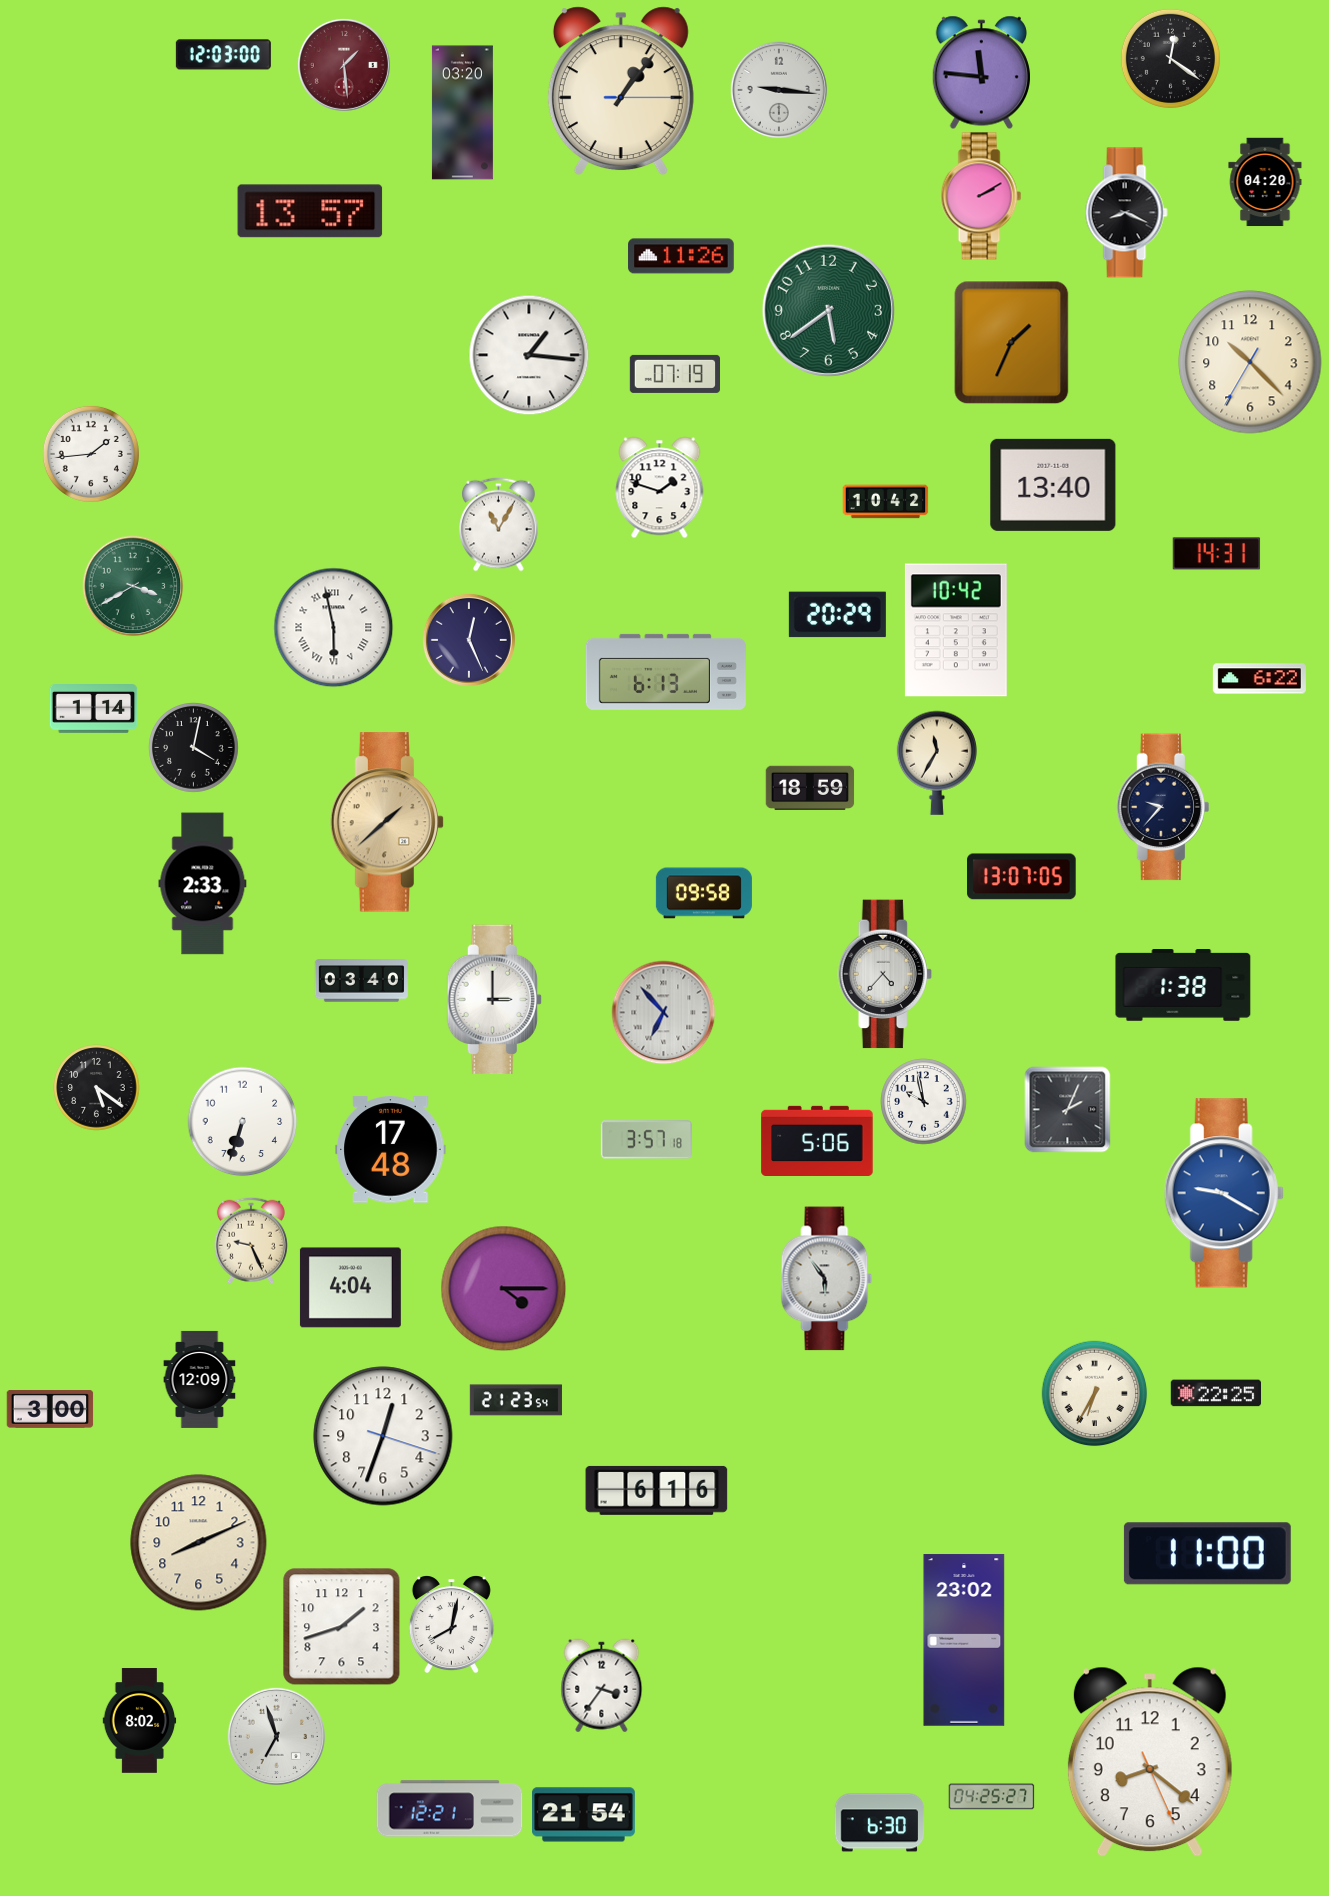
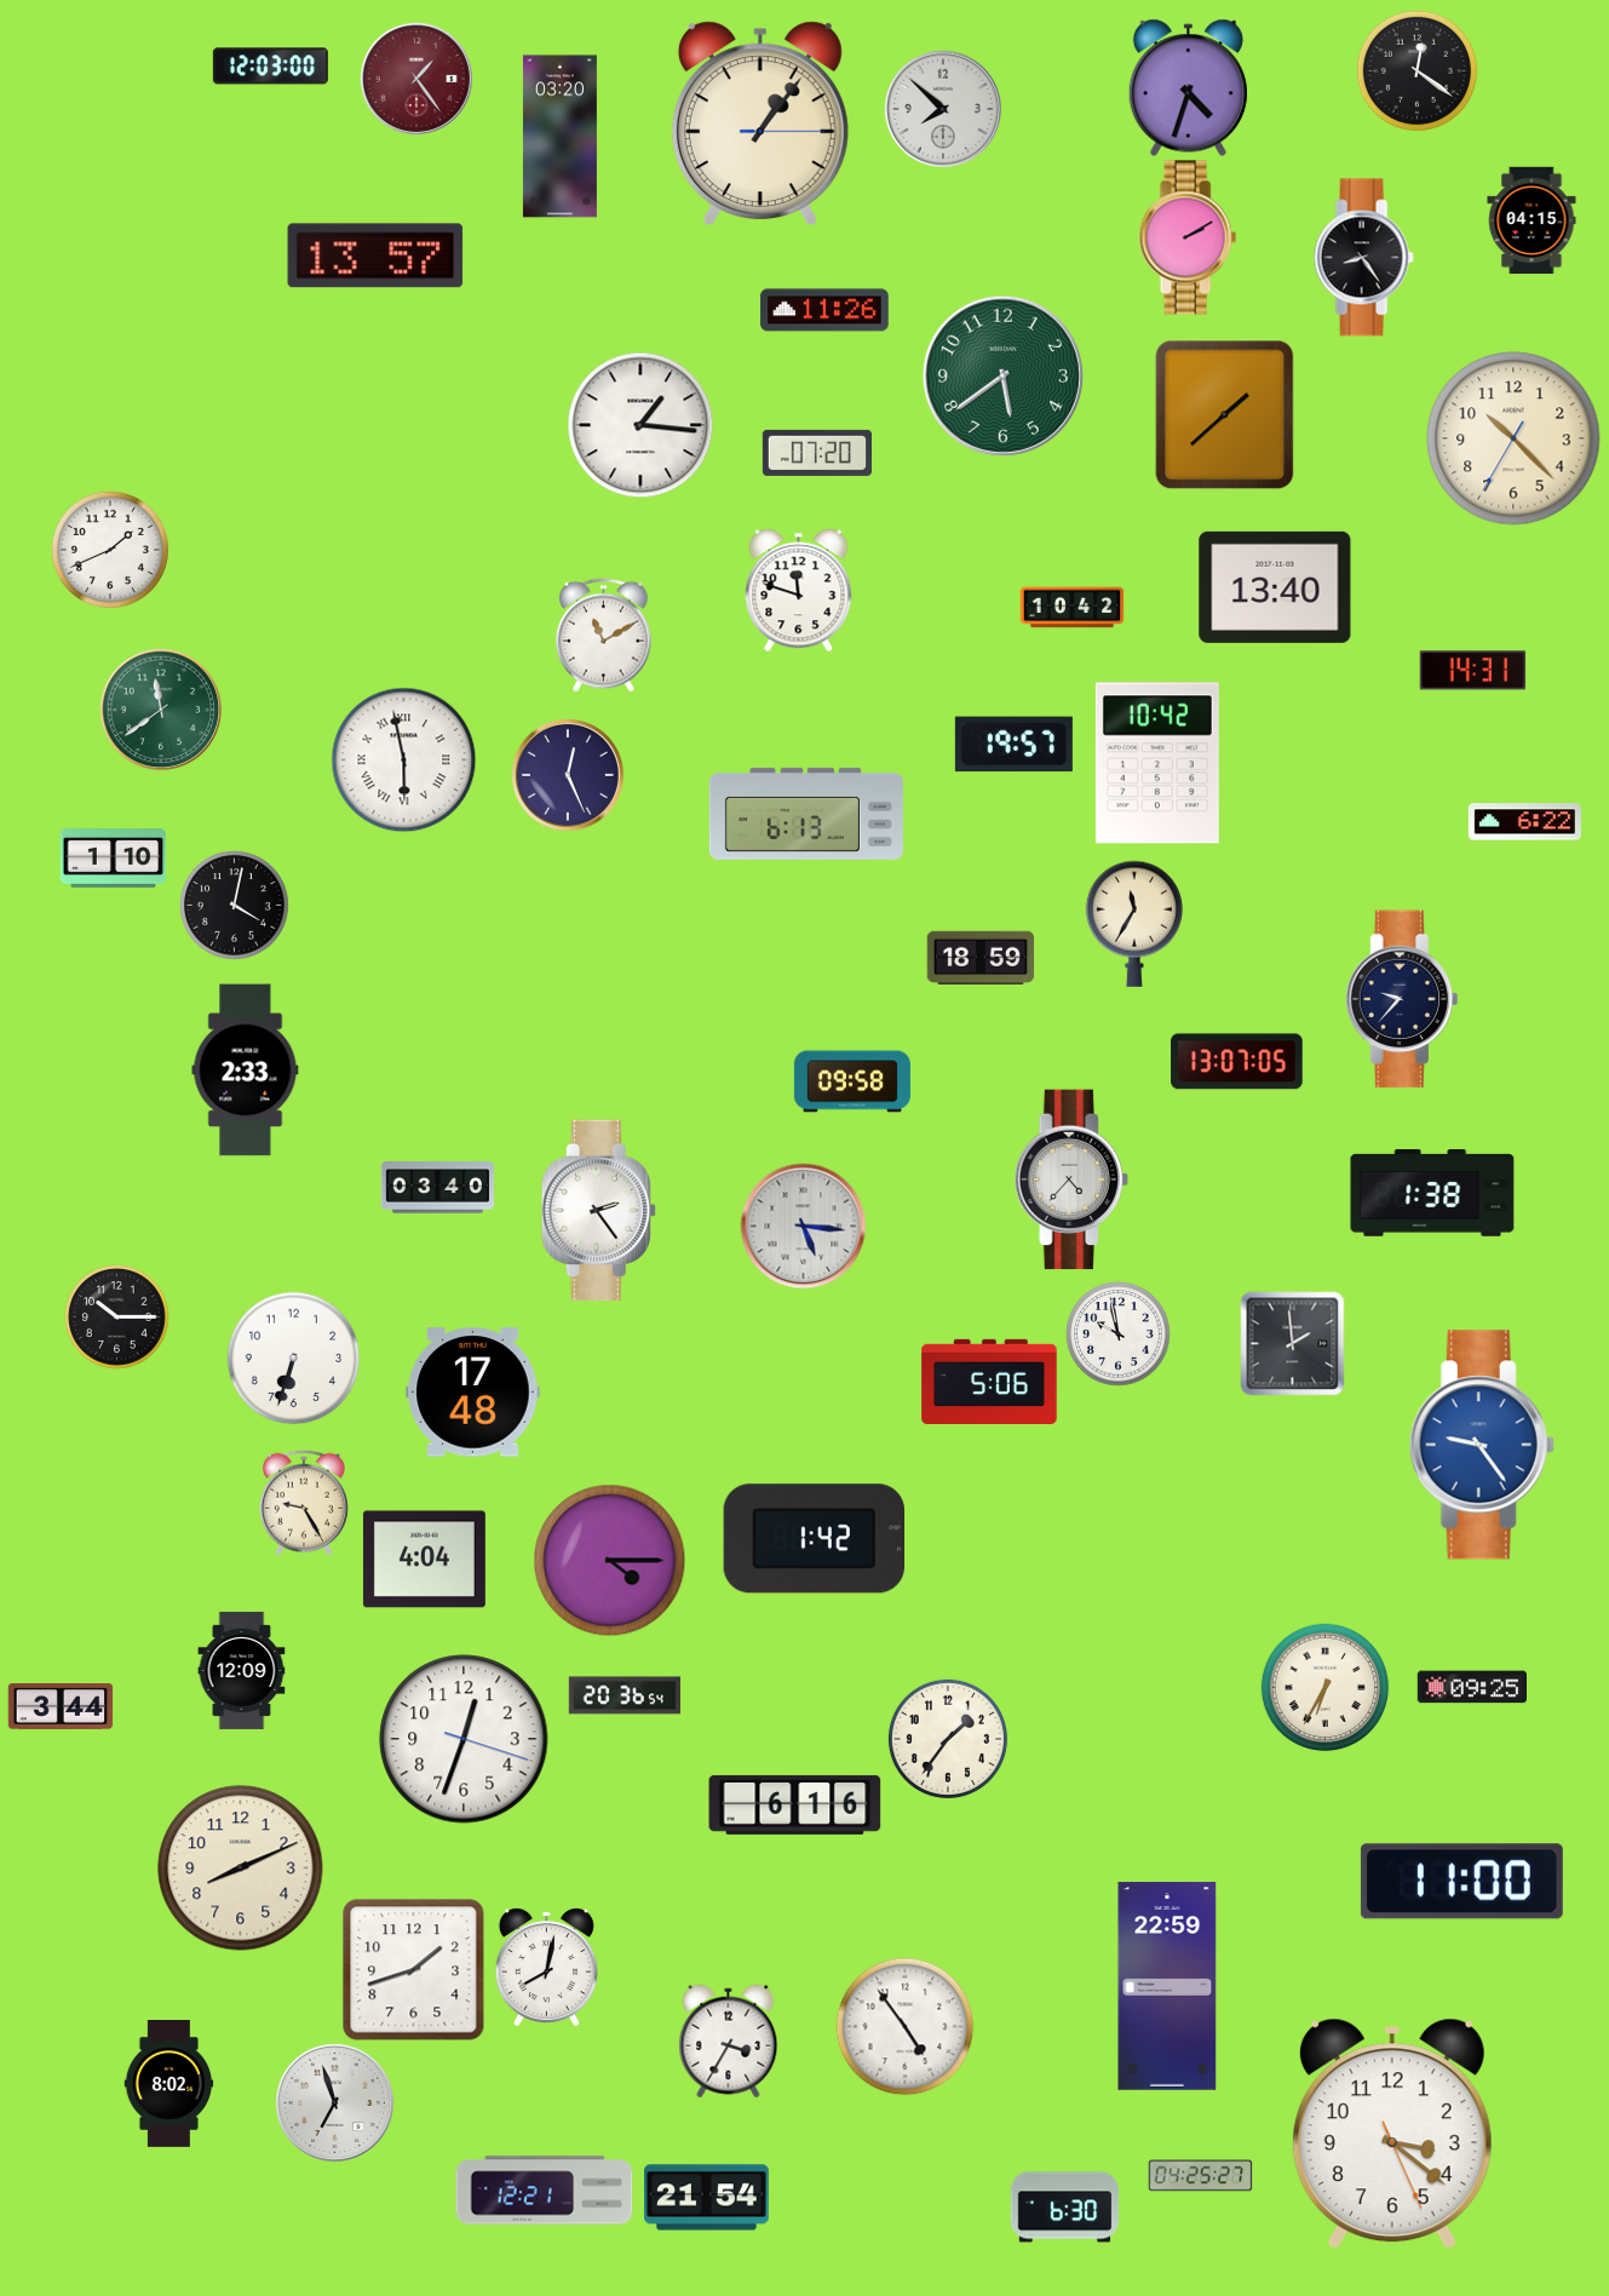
clock at (344, 65): 1:29 -> 1:24
clock at (981, 72): 11:46 -> 4:33
clock at (779, 90): 9:16 -> 7:52
clock at (621, 91) position: (621, 91) -> (760, 124)
clock at (1265, 182): 04:20 -> 04:15
clock at (1126, 213): 8:19 -> 8:24
clock at (1012, 342): 1:34 -> 1:38
clock at (529, 355) position: (529, 355) -> (640, 425)
clock at (674, 374): 07:19 -> 07:20
clock at (91, 454): 1:44 -> 1:41
clock at (660, 487): 1:48 -> 11:48
clock at (499, 524): 11:05 -> 11:10
clock at (133, 586): 3:40 -> 11:39
clock at (837, 615): 20:29 -> 19:57
clock at (93, 709): 1:14 -> 1:10
clock at (810, 788) position: (810, 788) -> (981, 958)
clock at (1162, 807) position: (1162, 807) -> (1401, 999)
clock at (387, 822): 1:38 -> none
clock at (494, 1000): 3:00 -> 2:24
clock at (663, 1012): 6:53 -> 5:16
clock at (96, 1087): 5:21 -> 10:15
clock at (1067, 1109): 2:04 -> 1:59
clock at (646, 1140): 3:57 -> none
clock at (1224, 1193): 9:20 -> 9:24
clock at (251, 1241): 9:26 -> 9:25
clock at (814, 1539): none -> 1:42
clock at (827, 1279): 5:54 -> none
clock at (1215, 1393): 22:25 -> 09:25
clock at (516, 1400): 21:23 -> 20:36
clock at (50, 1410): 3:00 -> 3:44
clock at (948, 1739): none -> 1:36
clock at (964, 1640): 23:02 -> 22:59
clock at (904, 2026): none -> 4:54
clock at (602, 1685): 3:36 -> 3:35
clock at (1150, 1762): 8:21 -> 3:21
